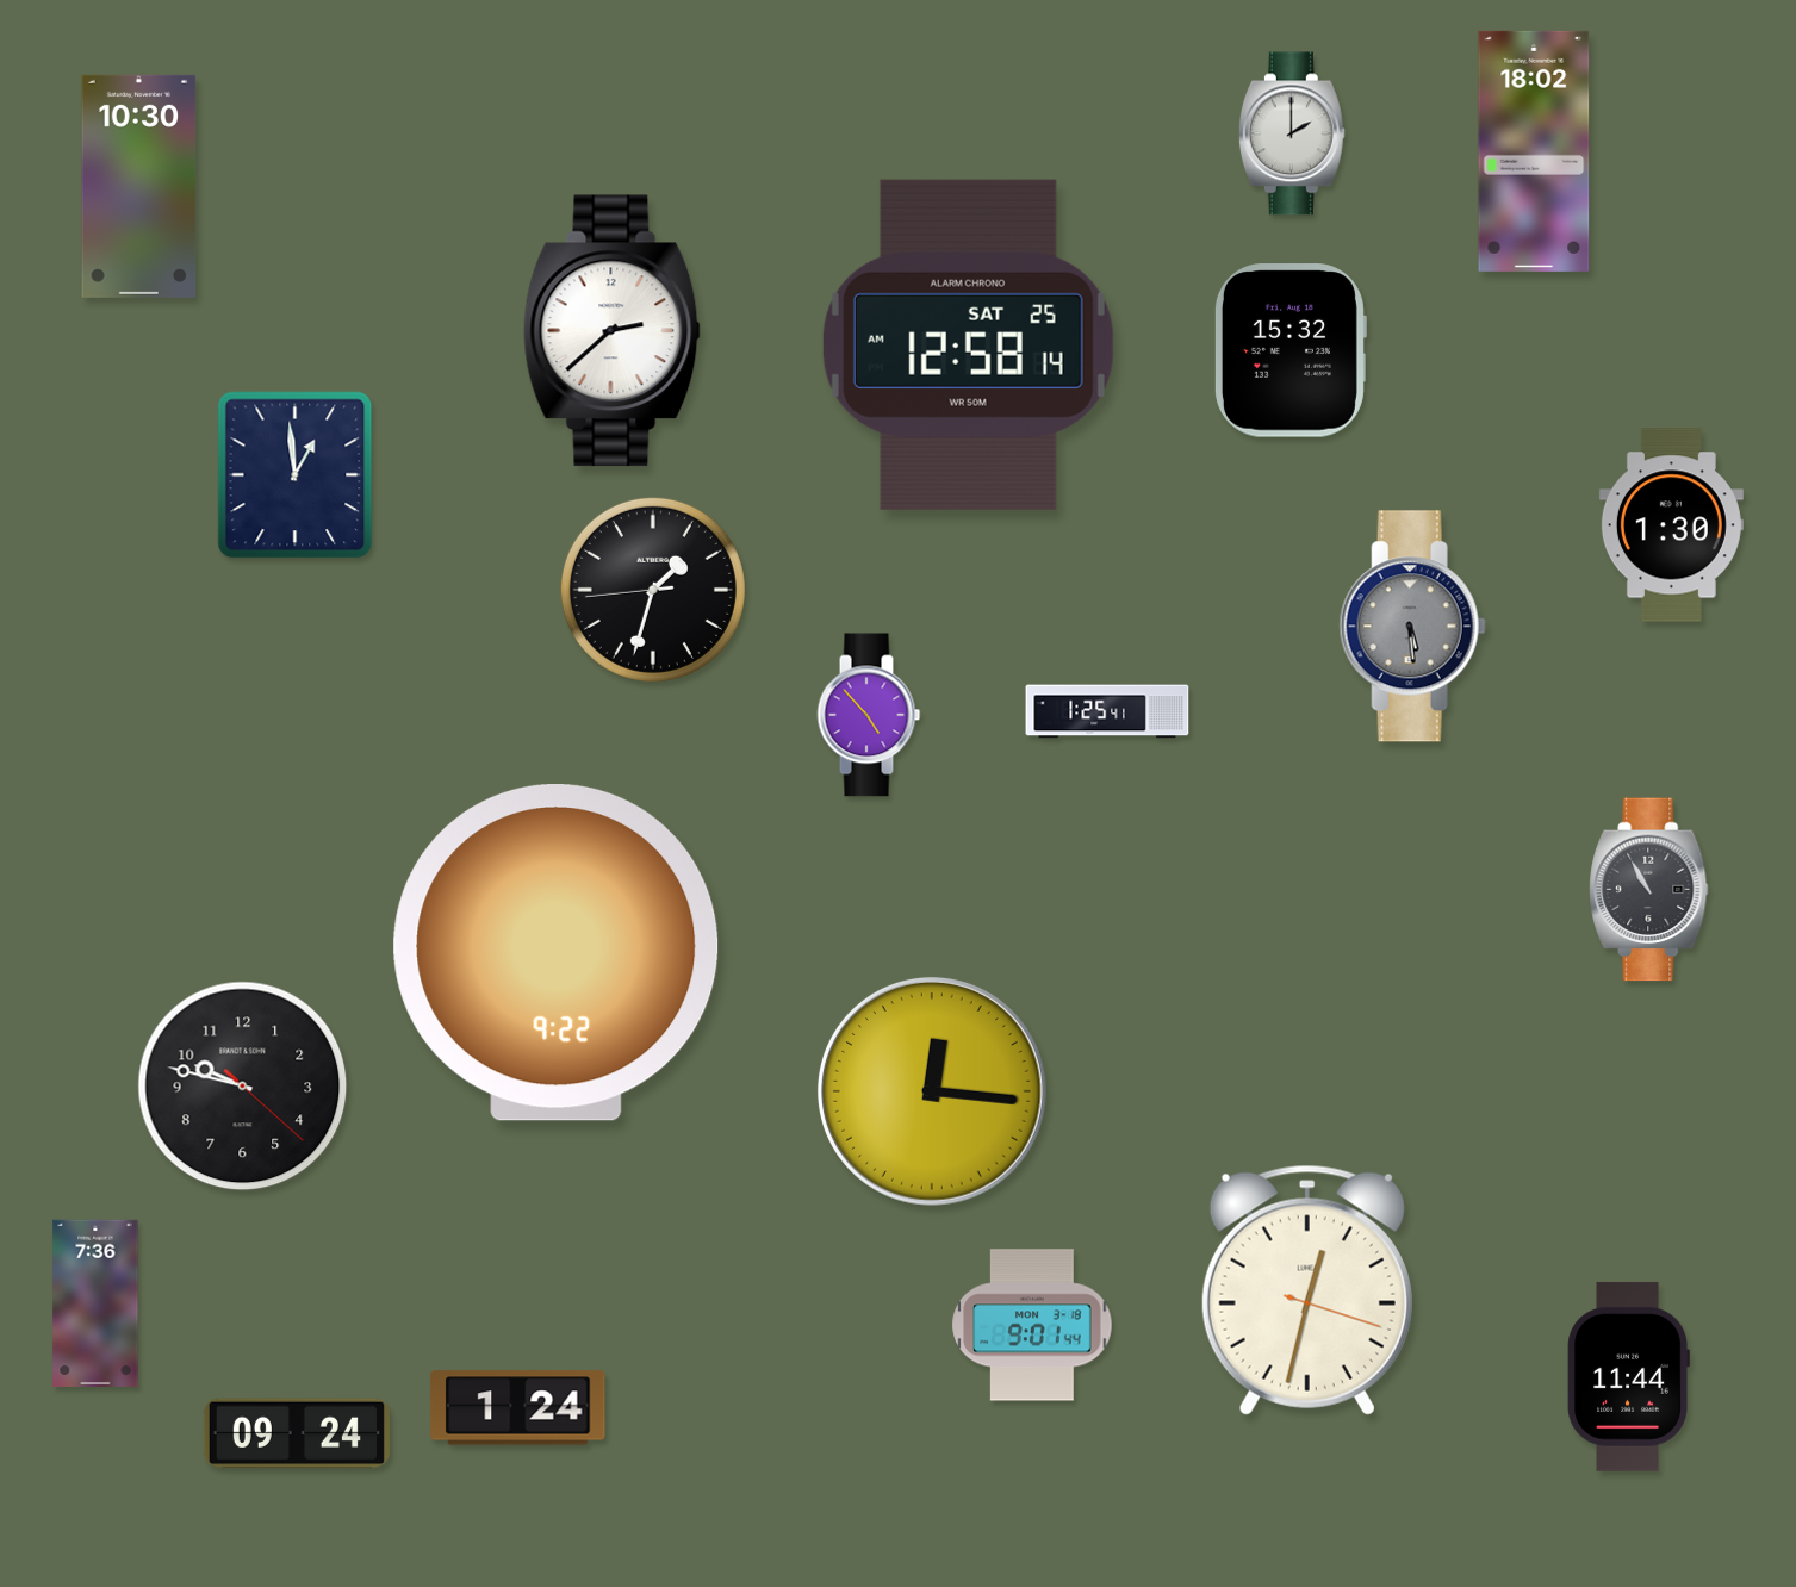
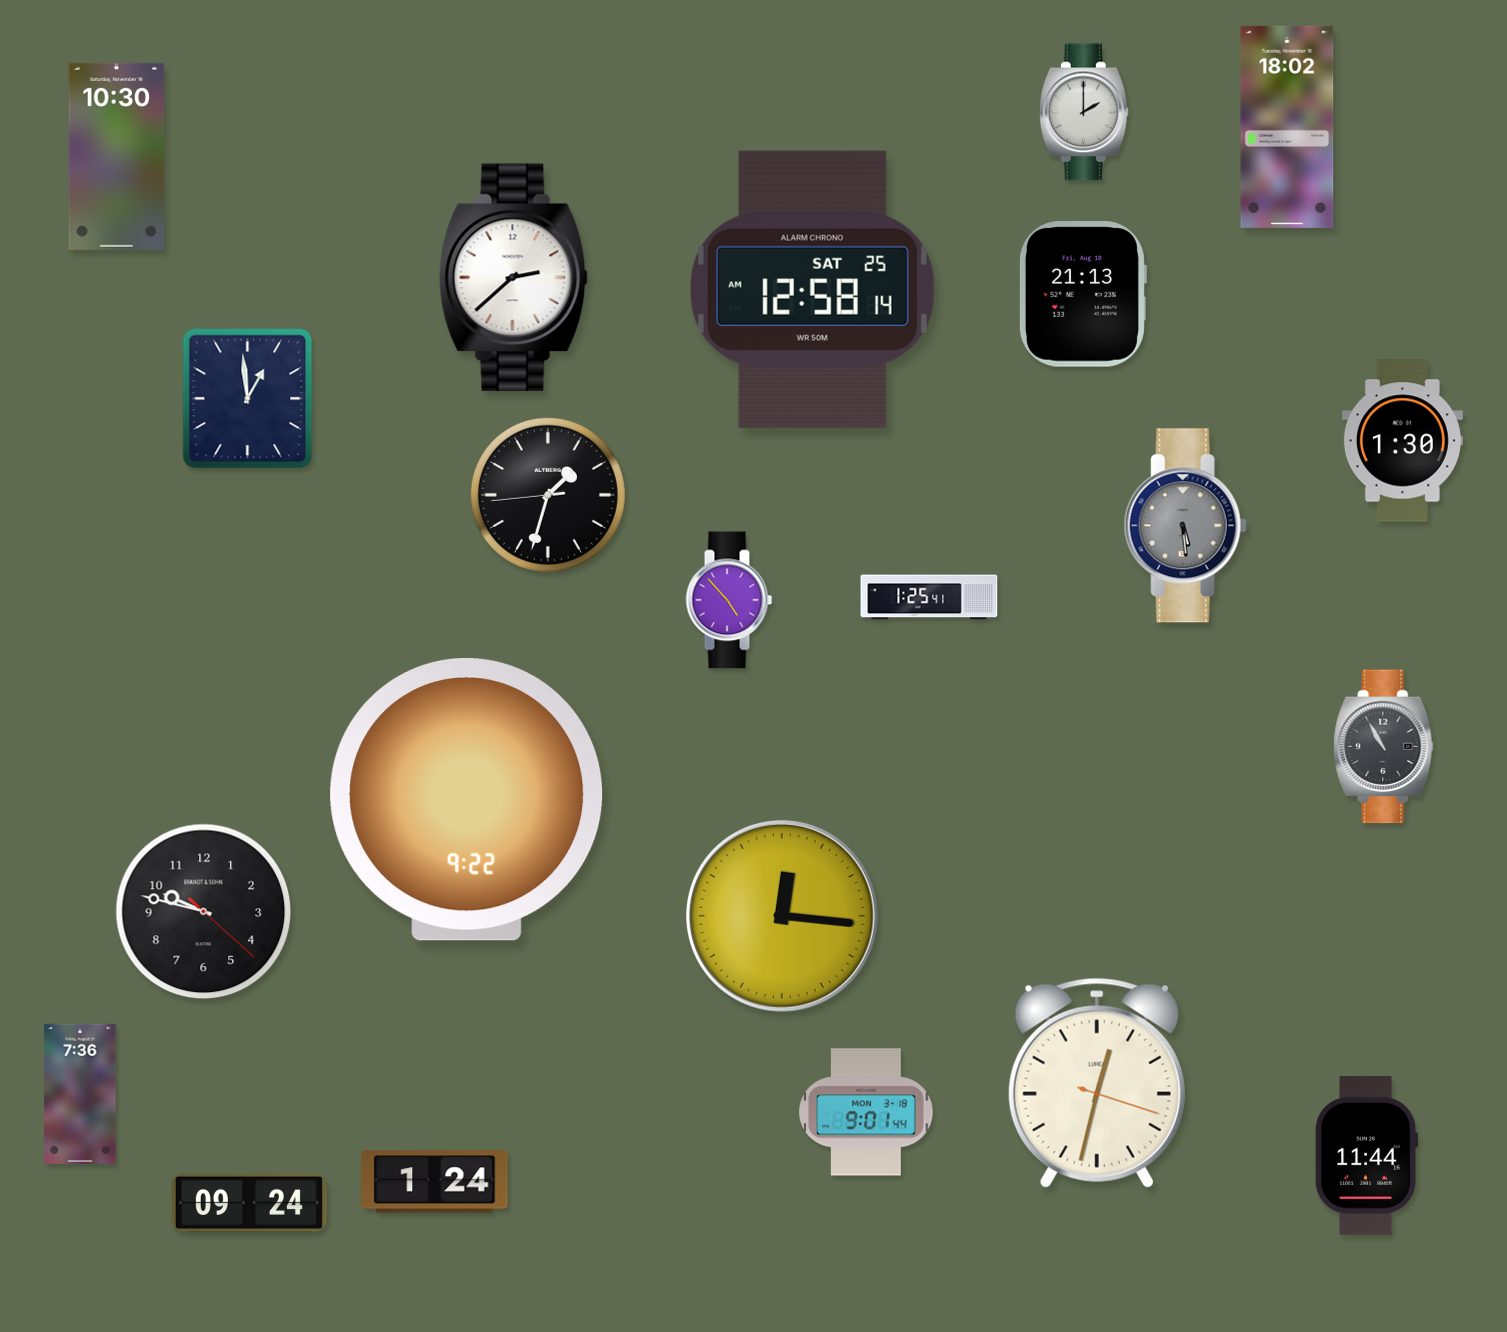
clock at (1289, 350): 15:32 -> 21:13
